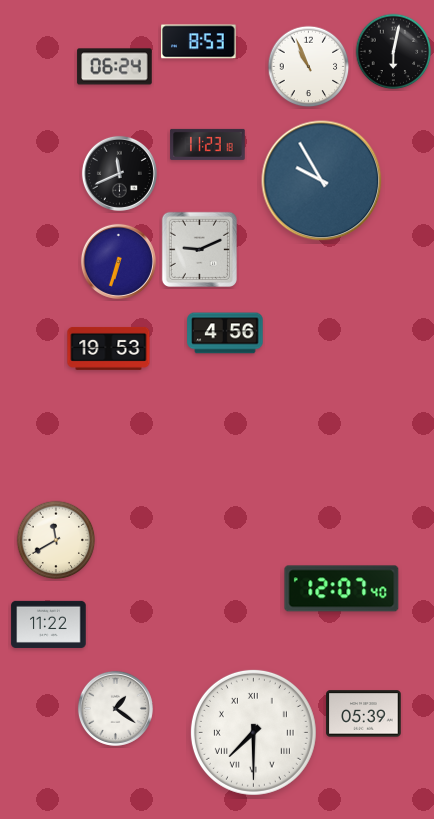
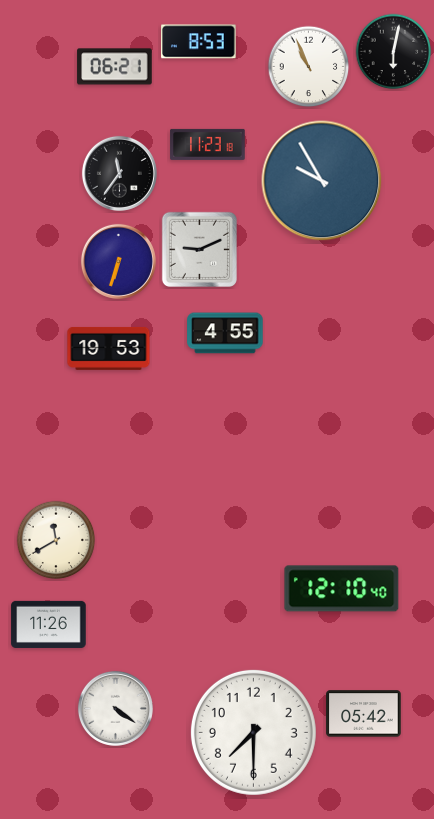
clock at (115, 67): 06:24 -> 06:21
clock at (119, 173): 11:41 -> 11:36
clock at (225, 333): 4:56 -> 4:55
clock at (342, 589): 12:07 -> 12:10
clock at (49, 624): 11:22 -> 11:26
clock at (115, 708): 1:21 -> 4:21
clock at (364, 714): 05:39 -> 05:42
clock at (253, 732) numerals: Roman -> Arabic
